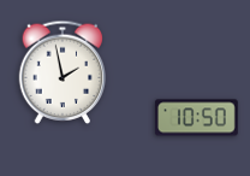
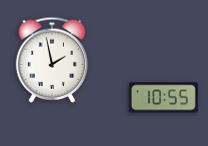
clock at (196, 118): 10:50 -> 10:55
